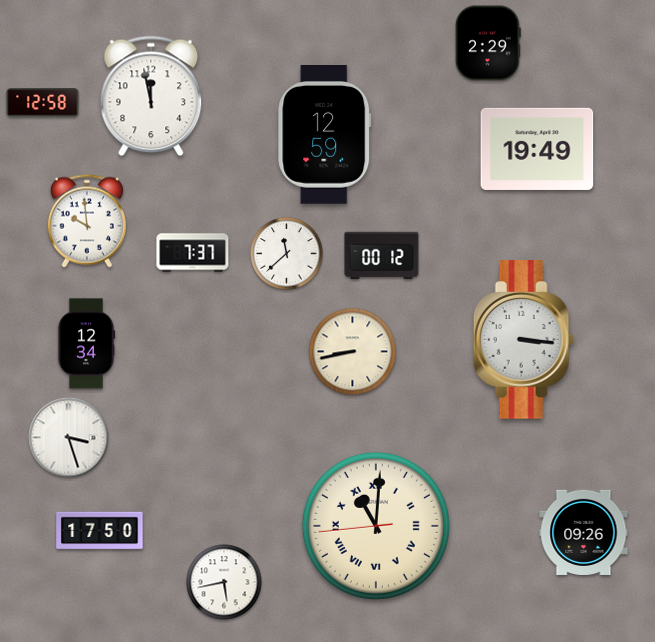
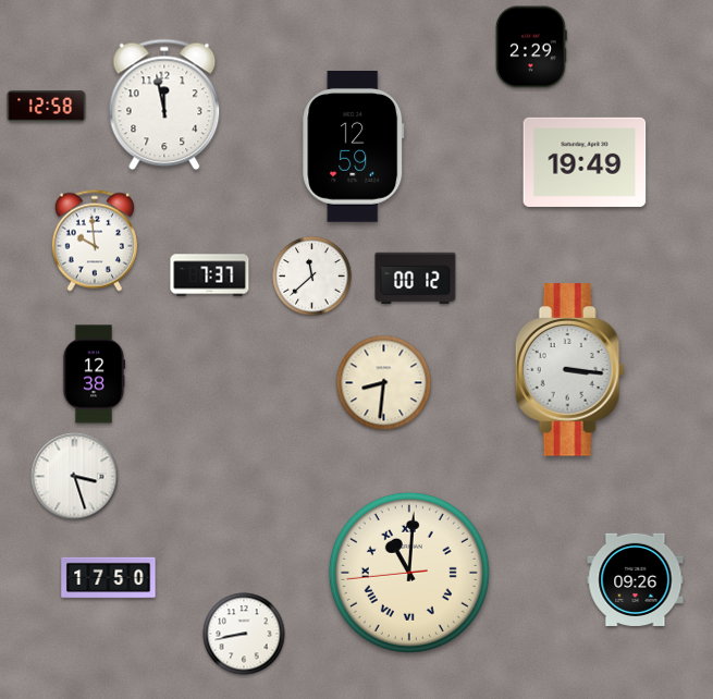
clock at (43, 103) position: (43, 103) -> (47, 107)
clock at (86, 344): 12:34 -> 12:38
clock at (353, 352): 8:43 -> 8:31
clock at (224, 582): 5:43 -> 8:43
